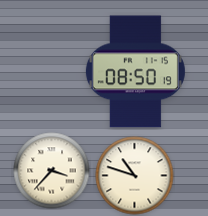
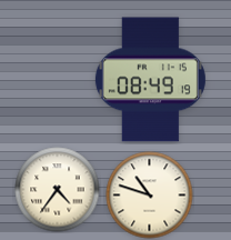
clock at (135, 72): 08:50 -> 08:49
clock at (52, 171): 3:37 -> 4:36
